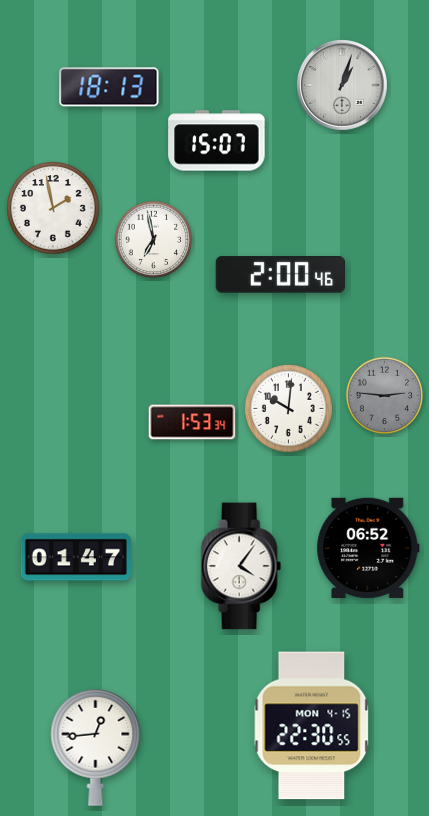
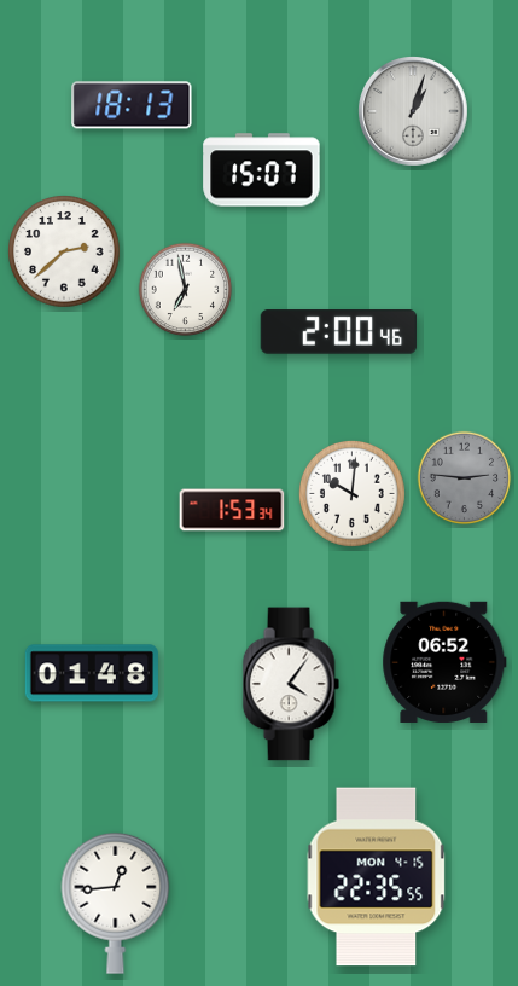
clock at (343, 86) position: (343, 86) -> (414, 112)
clock at (53, 208): 1:58 -> 2:38
clock at (288, 408) position: (288, 408) -> (351, 493)
clock at (76, 557): 01:47 -> 01:48
clock at (312, 726): 22:30 -> 22:35
